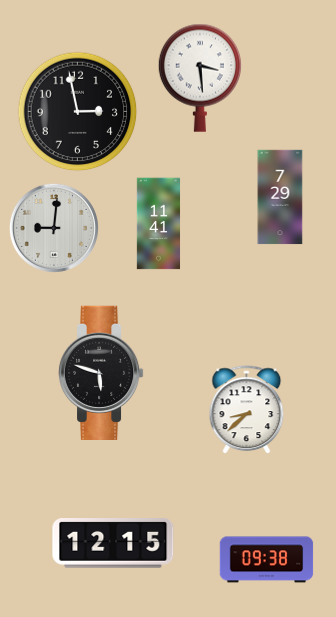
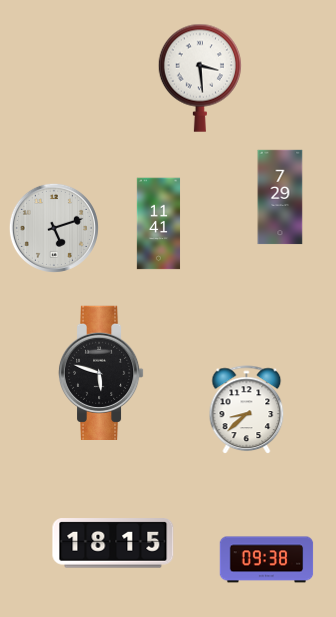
clock at (78, 112): 2:58 -> none
clock at (54, 228): 9:01 -> 5:12
clock at (113, 543): 12:15 -> 18:15
